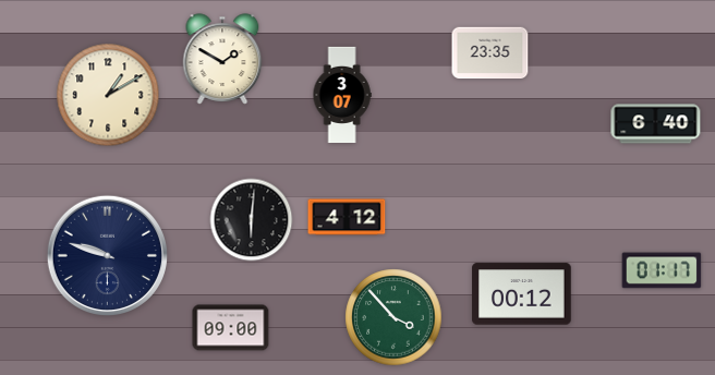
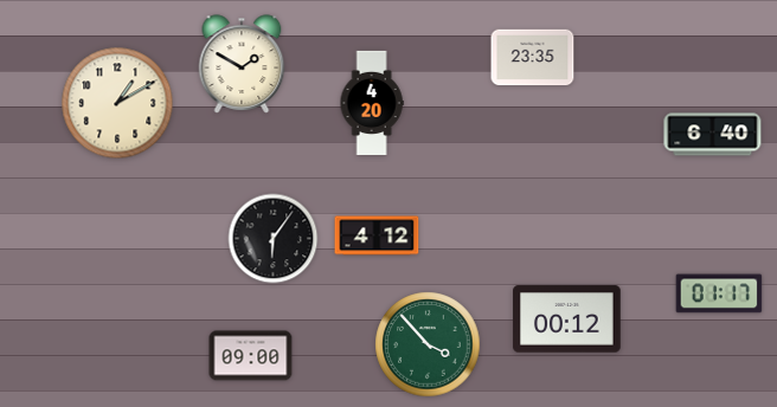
clock at (342, 94): 3:07 -> 4:20
clock at (252, 220): 6:01 -> 6:06
clock at (107, 255): 9:48 -> none
